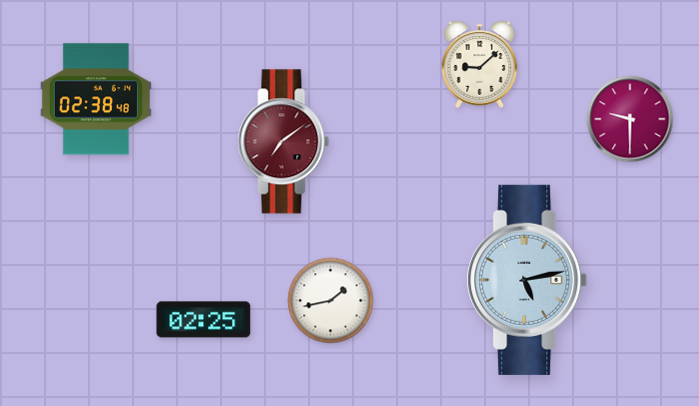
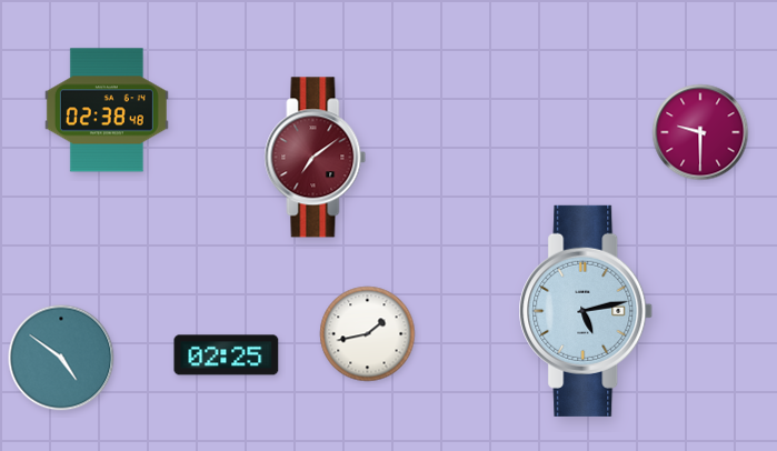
clock at (480, 64): 9:08 -> none
clock at (61, 358): none -> 4:51
